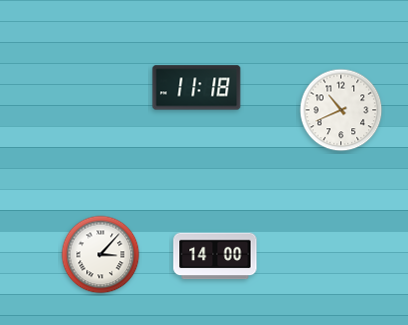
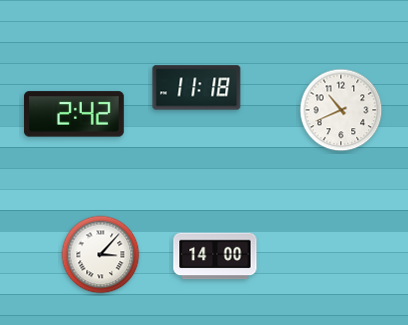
clock at (74, 114): none -> 2:42
